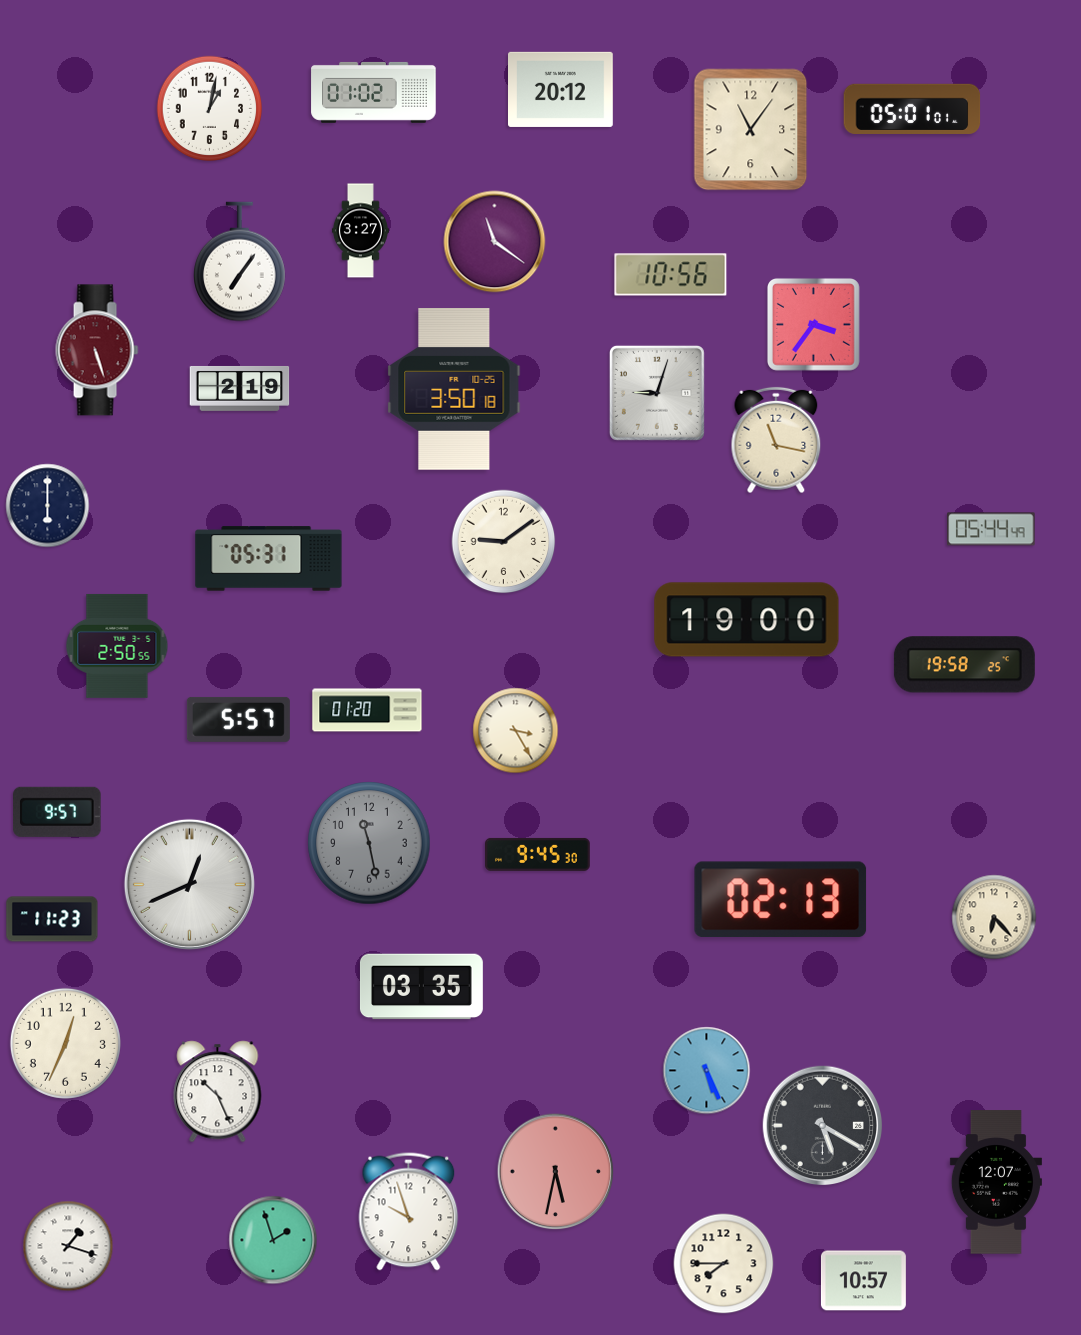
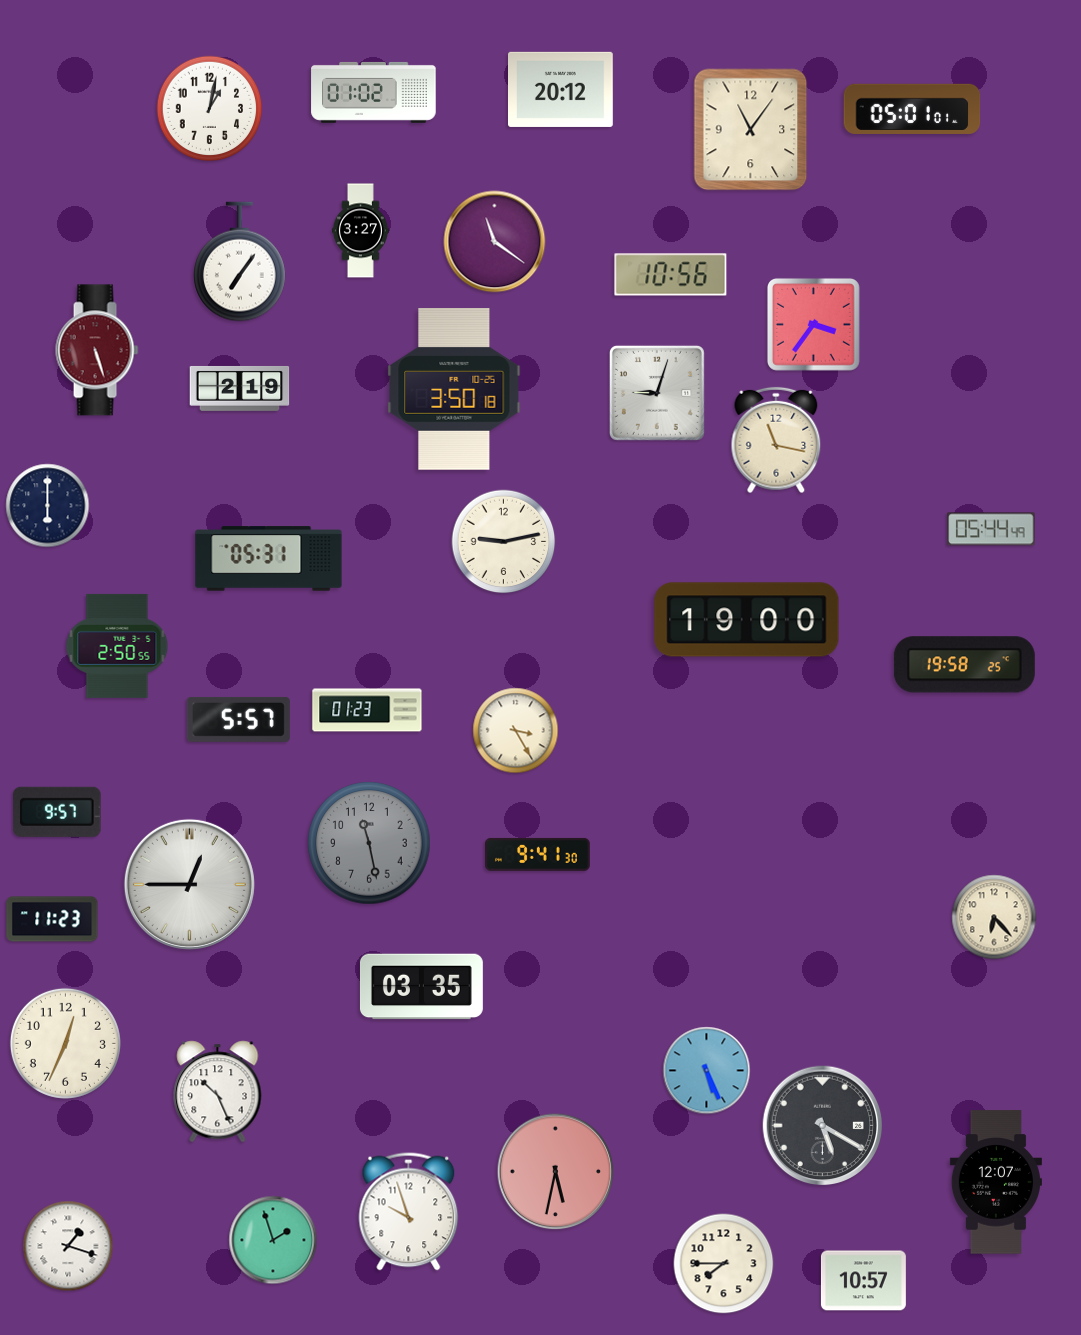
clock at (504, 542): 9:09 -> 9:13
clock at (367, 710): 01:20 -> 01:23
clock at (538, 854): 9:45 -> 9:41
clock at (189, 884): 12:41 -> 12:45
clock at (781, 900): 02:13 -> none
